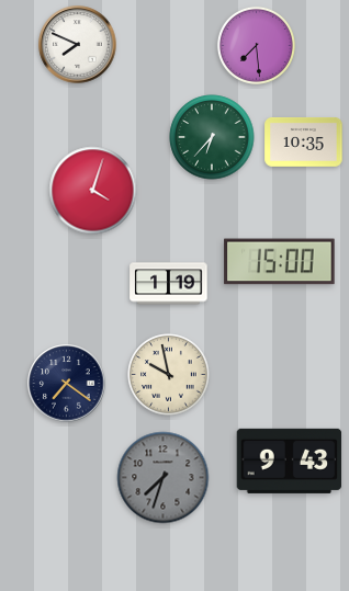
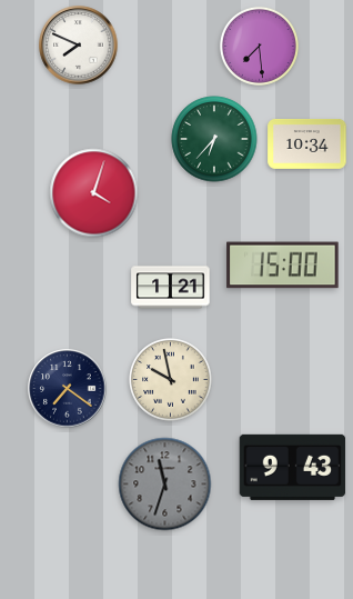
clock at (304, 143): 10:35 -> 10:34
clock at (169, 284): 1:19 -> 1:21
clock at (164, 478): 7:33 -> 11:33
